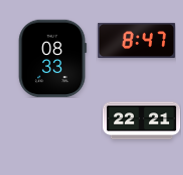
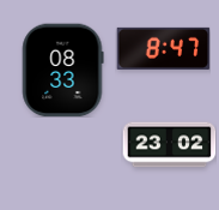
clock at (141, 121): 22:21 -> 23:02
